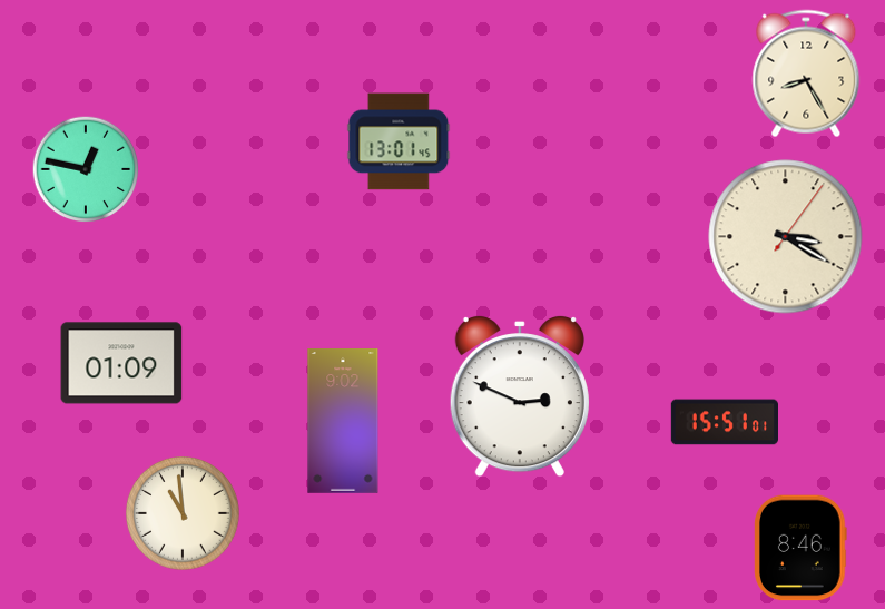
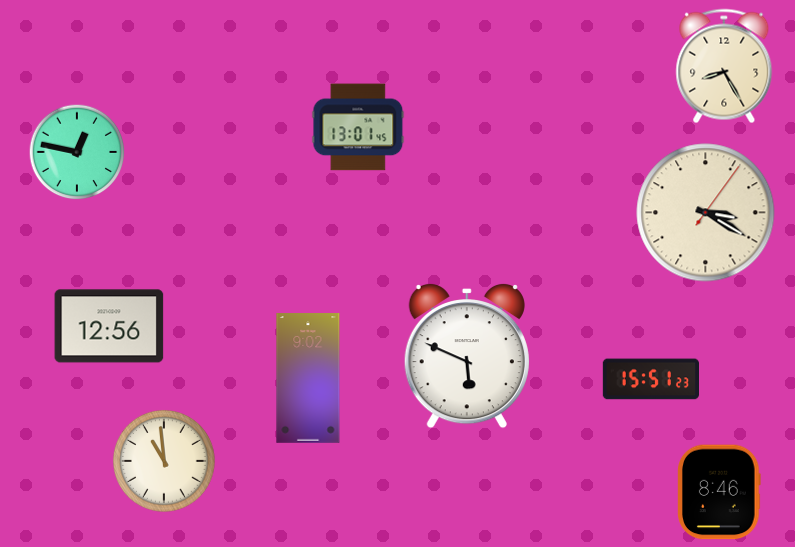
clock at (121, 363): 01:09 -> 12:56
clock at (520, 396): 2:49 -> 5:49
clock at (724, 422): 15:51:01 -> 15:51:23
